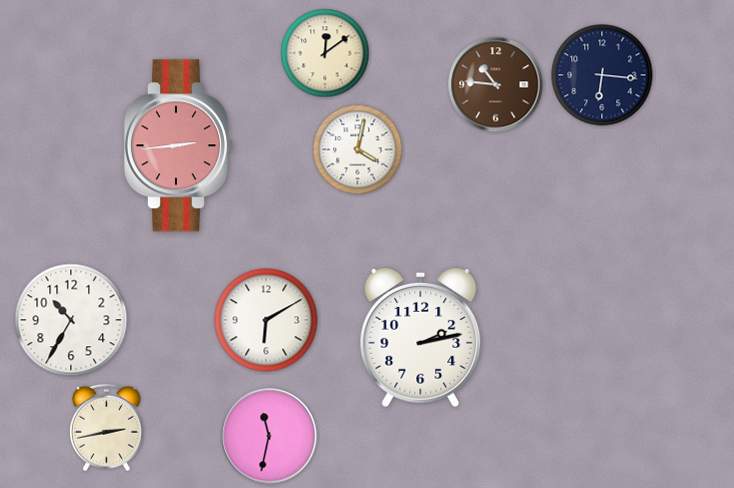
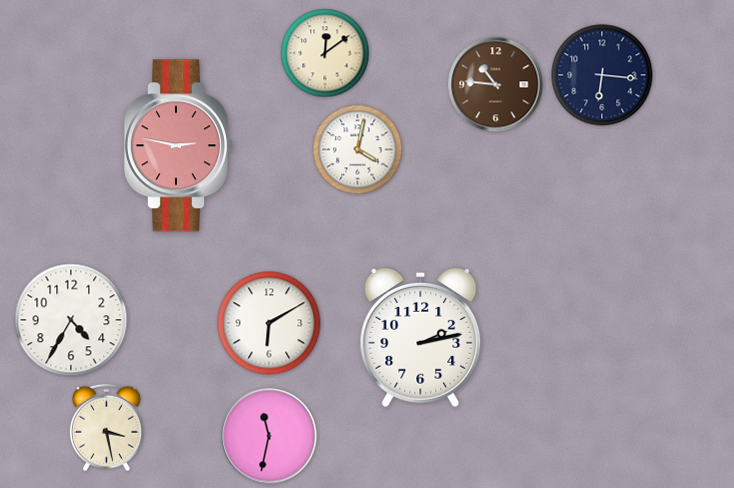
clock at (178, 146): 2:44 -> 2:47
clock at (71, 320): 10:35 -> 4:35
clock at (266, 320) position: (266, 320) -> (269, 323)
clock at (107, 428): 2:43 -> 3:28
